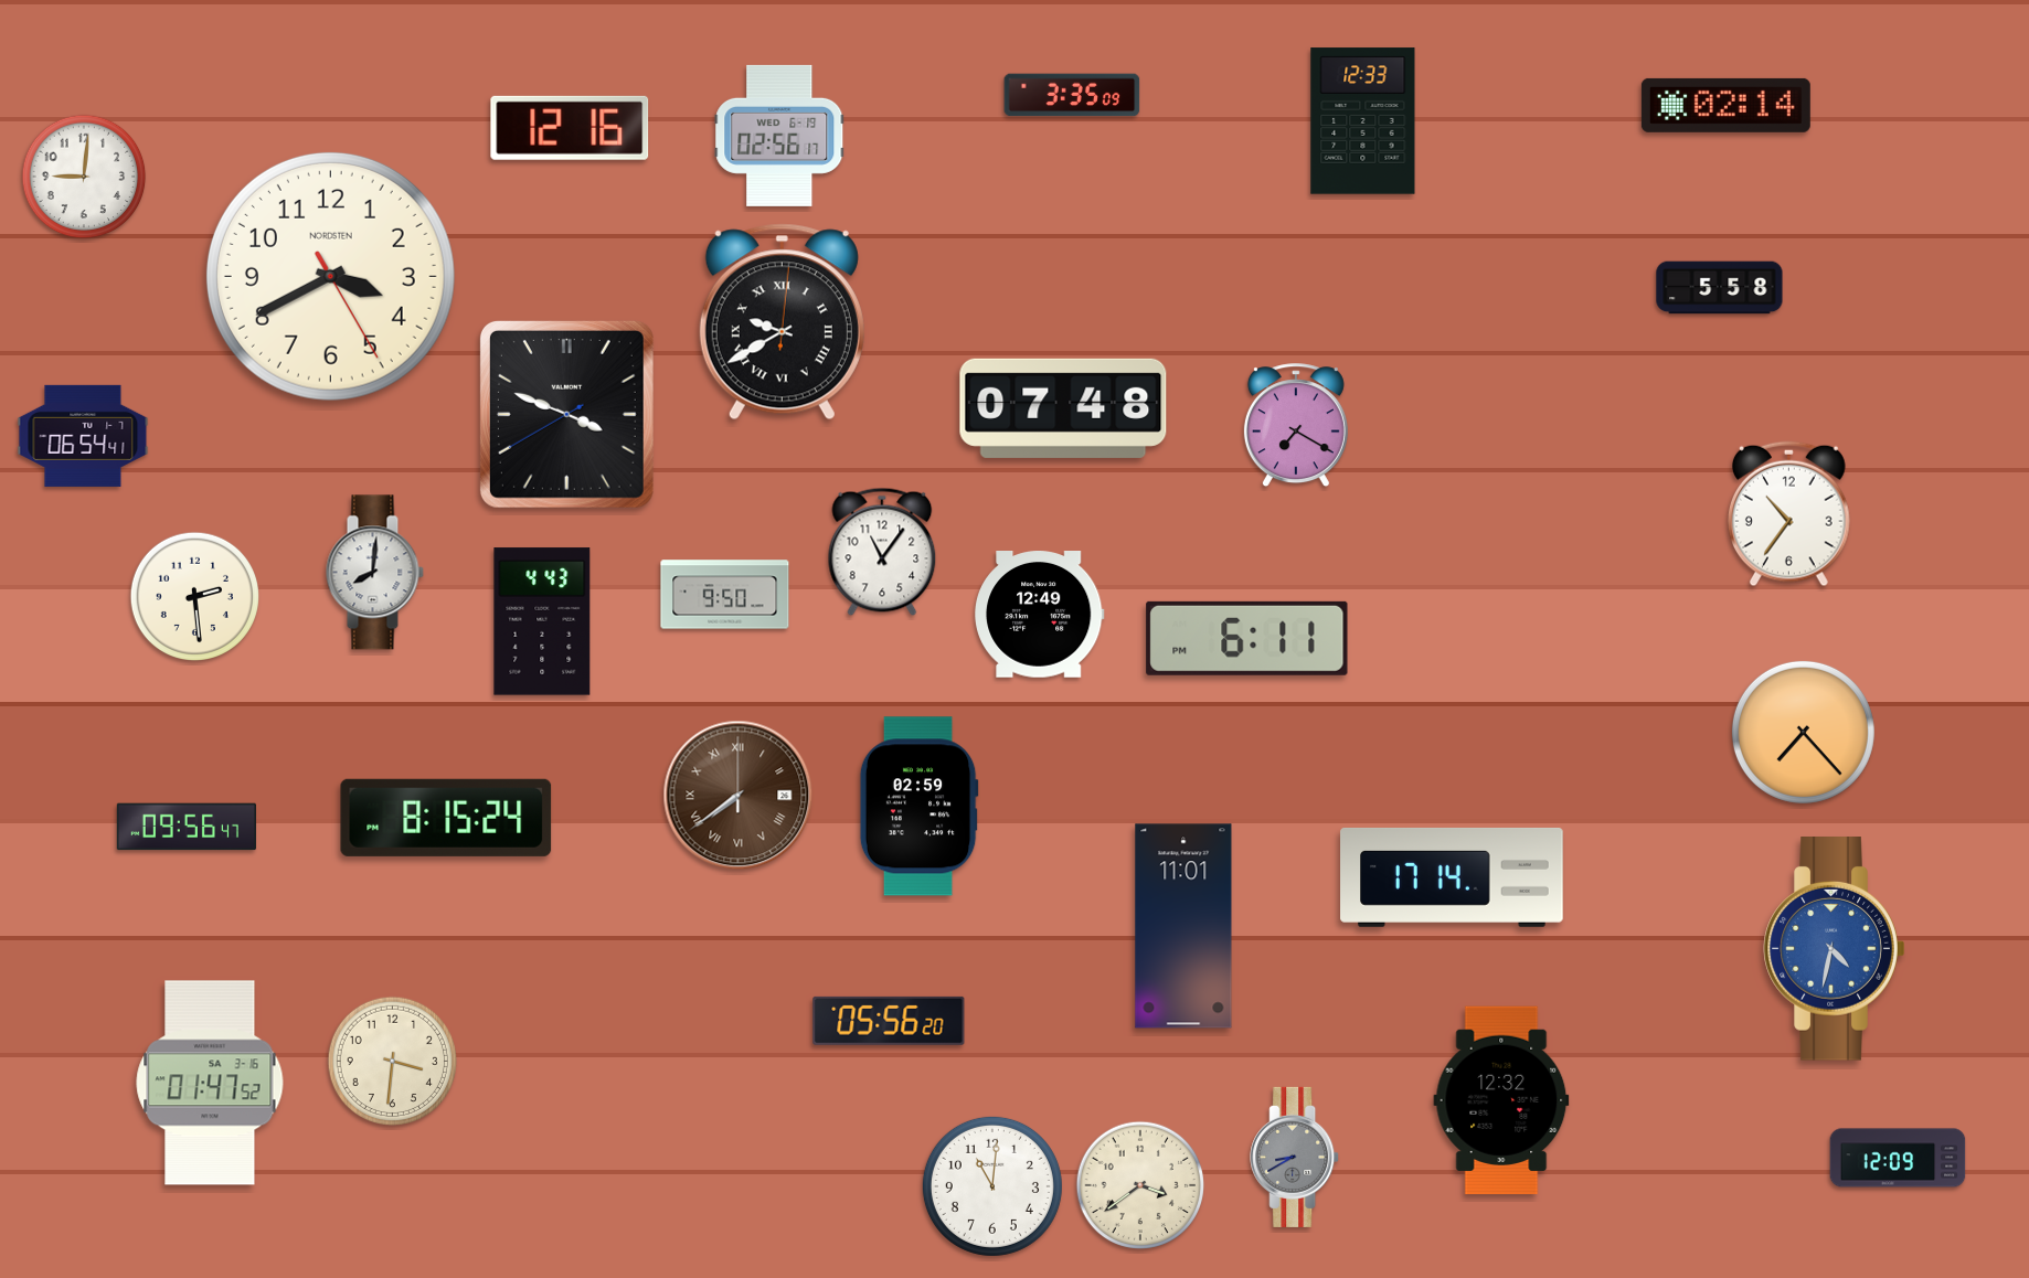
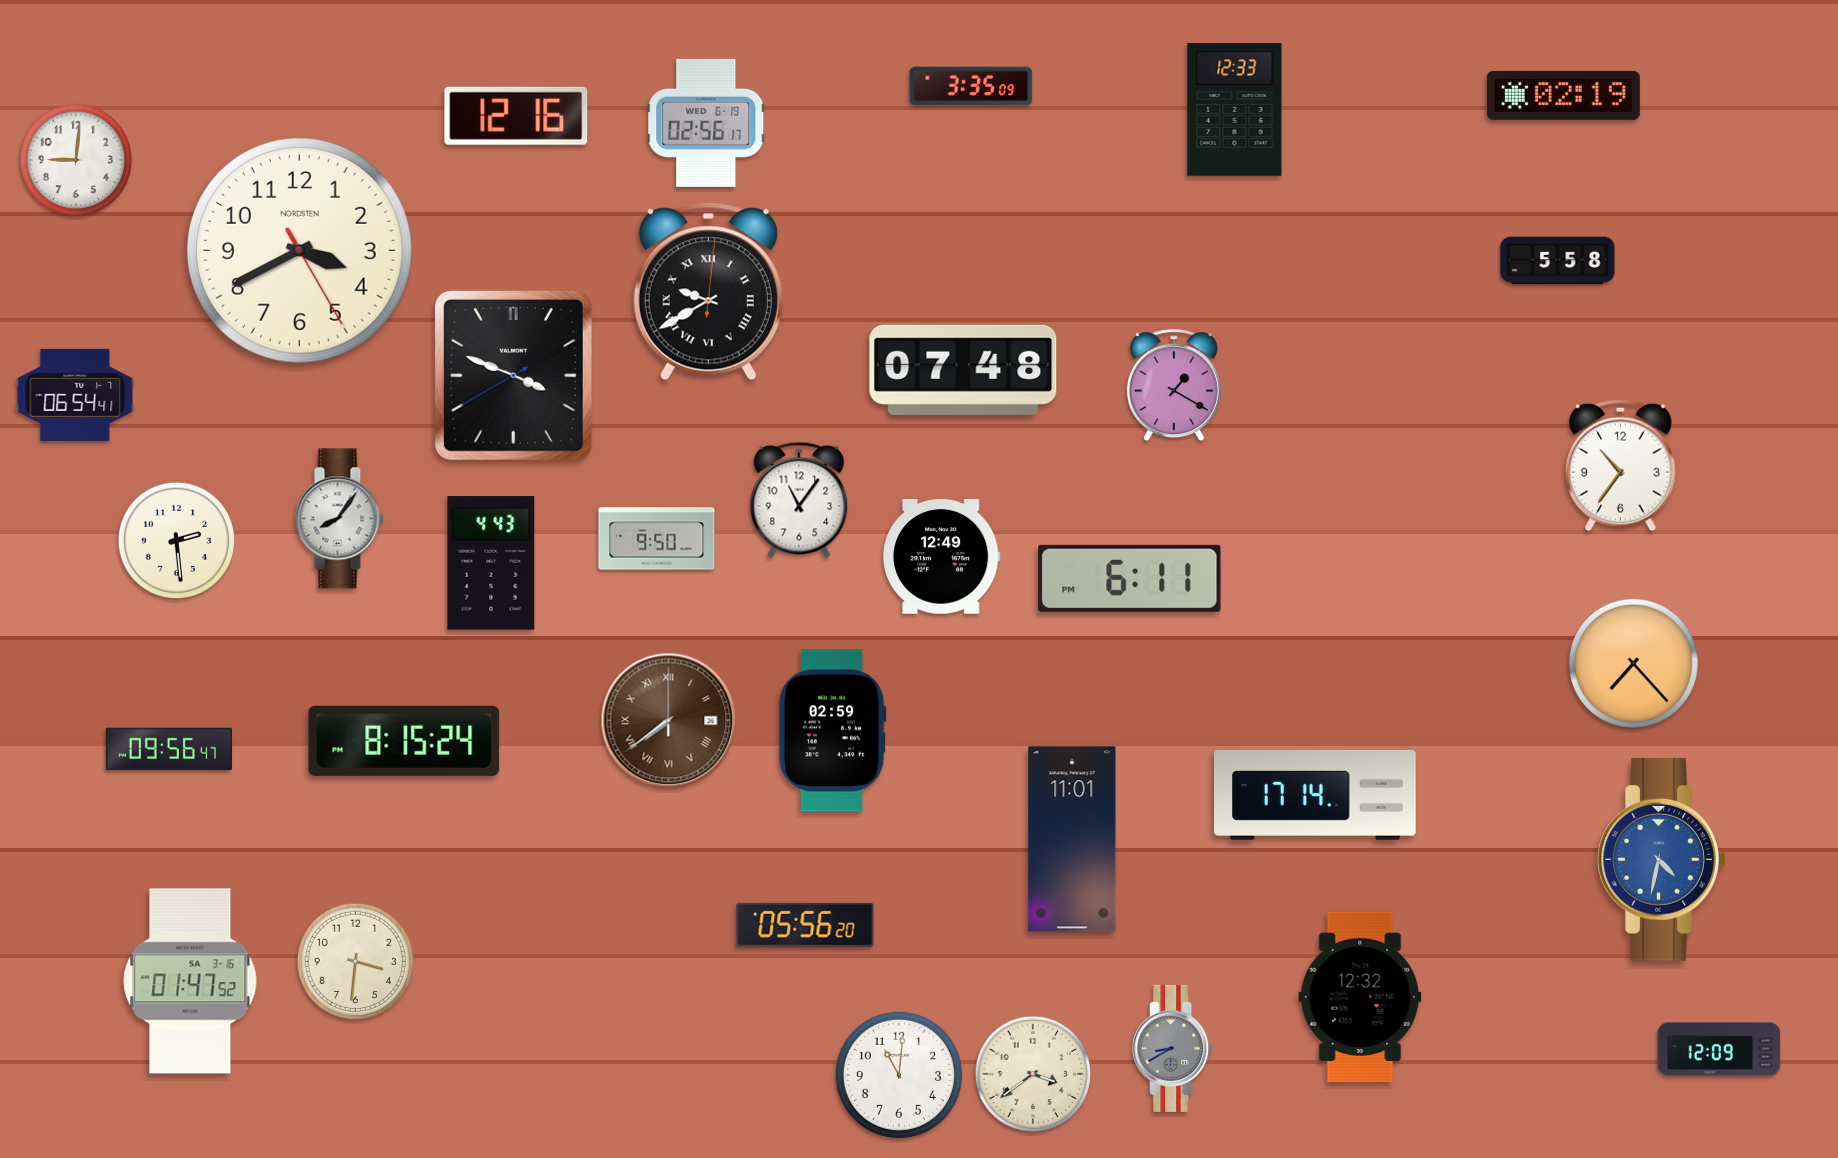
clock at (1725, 105): 02:14 -> 02:19
clock at (1296, 426): 7:20 -> 1:20
clock at (374, 573): 8:01 -> 8:06
